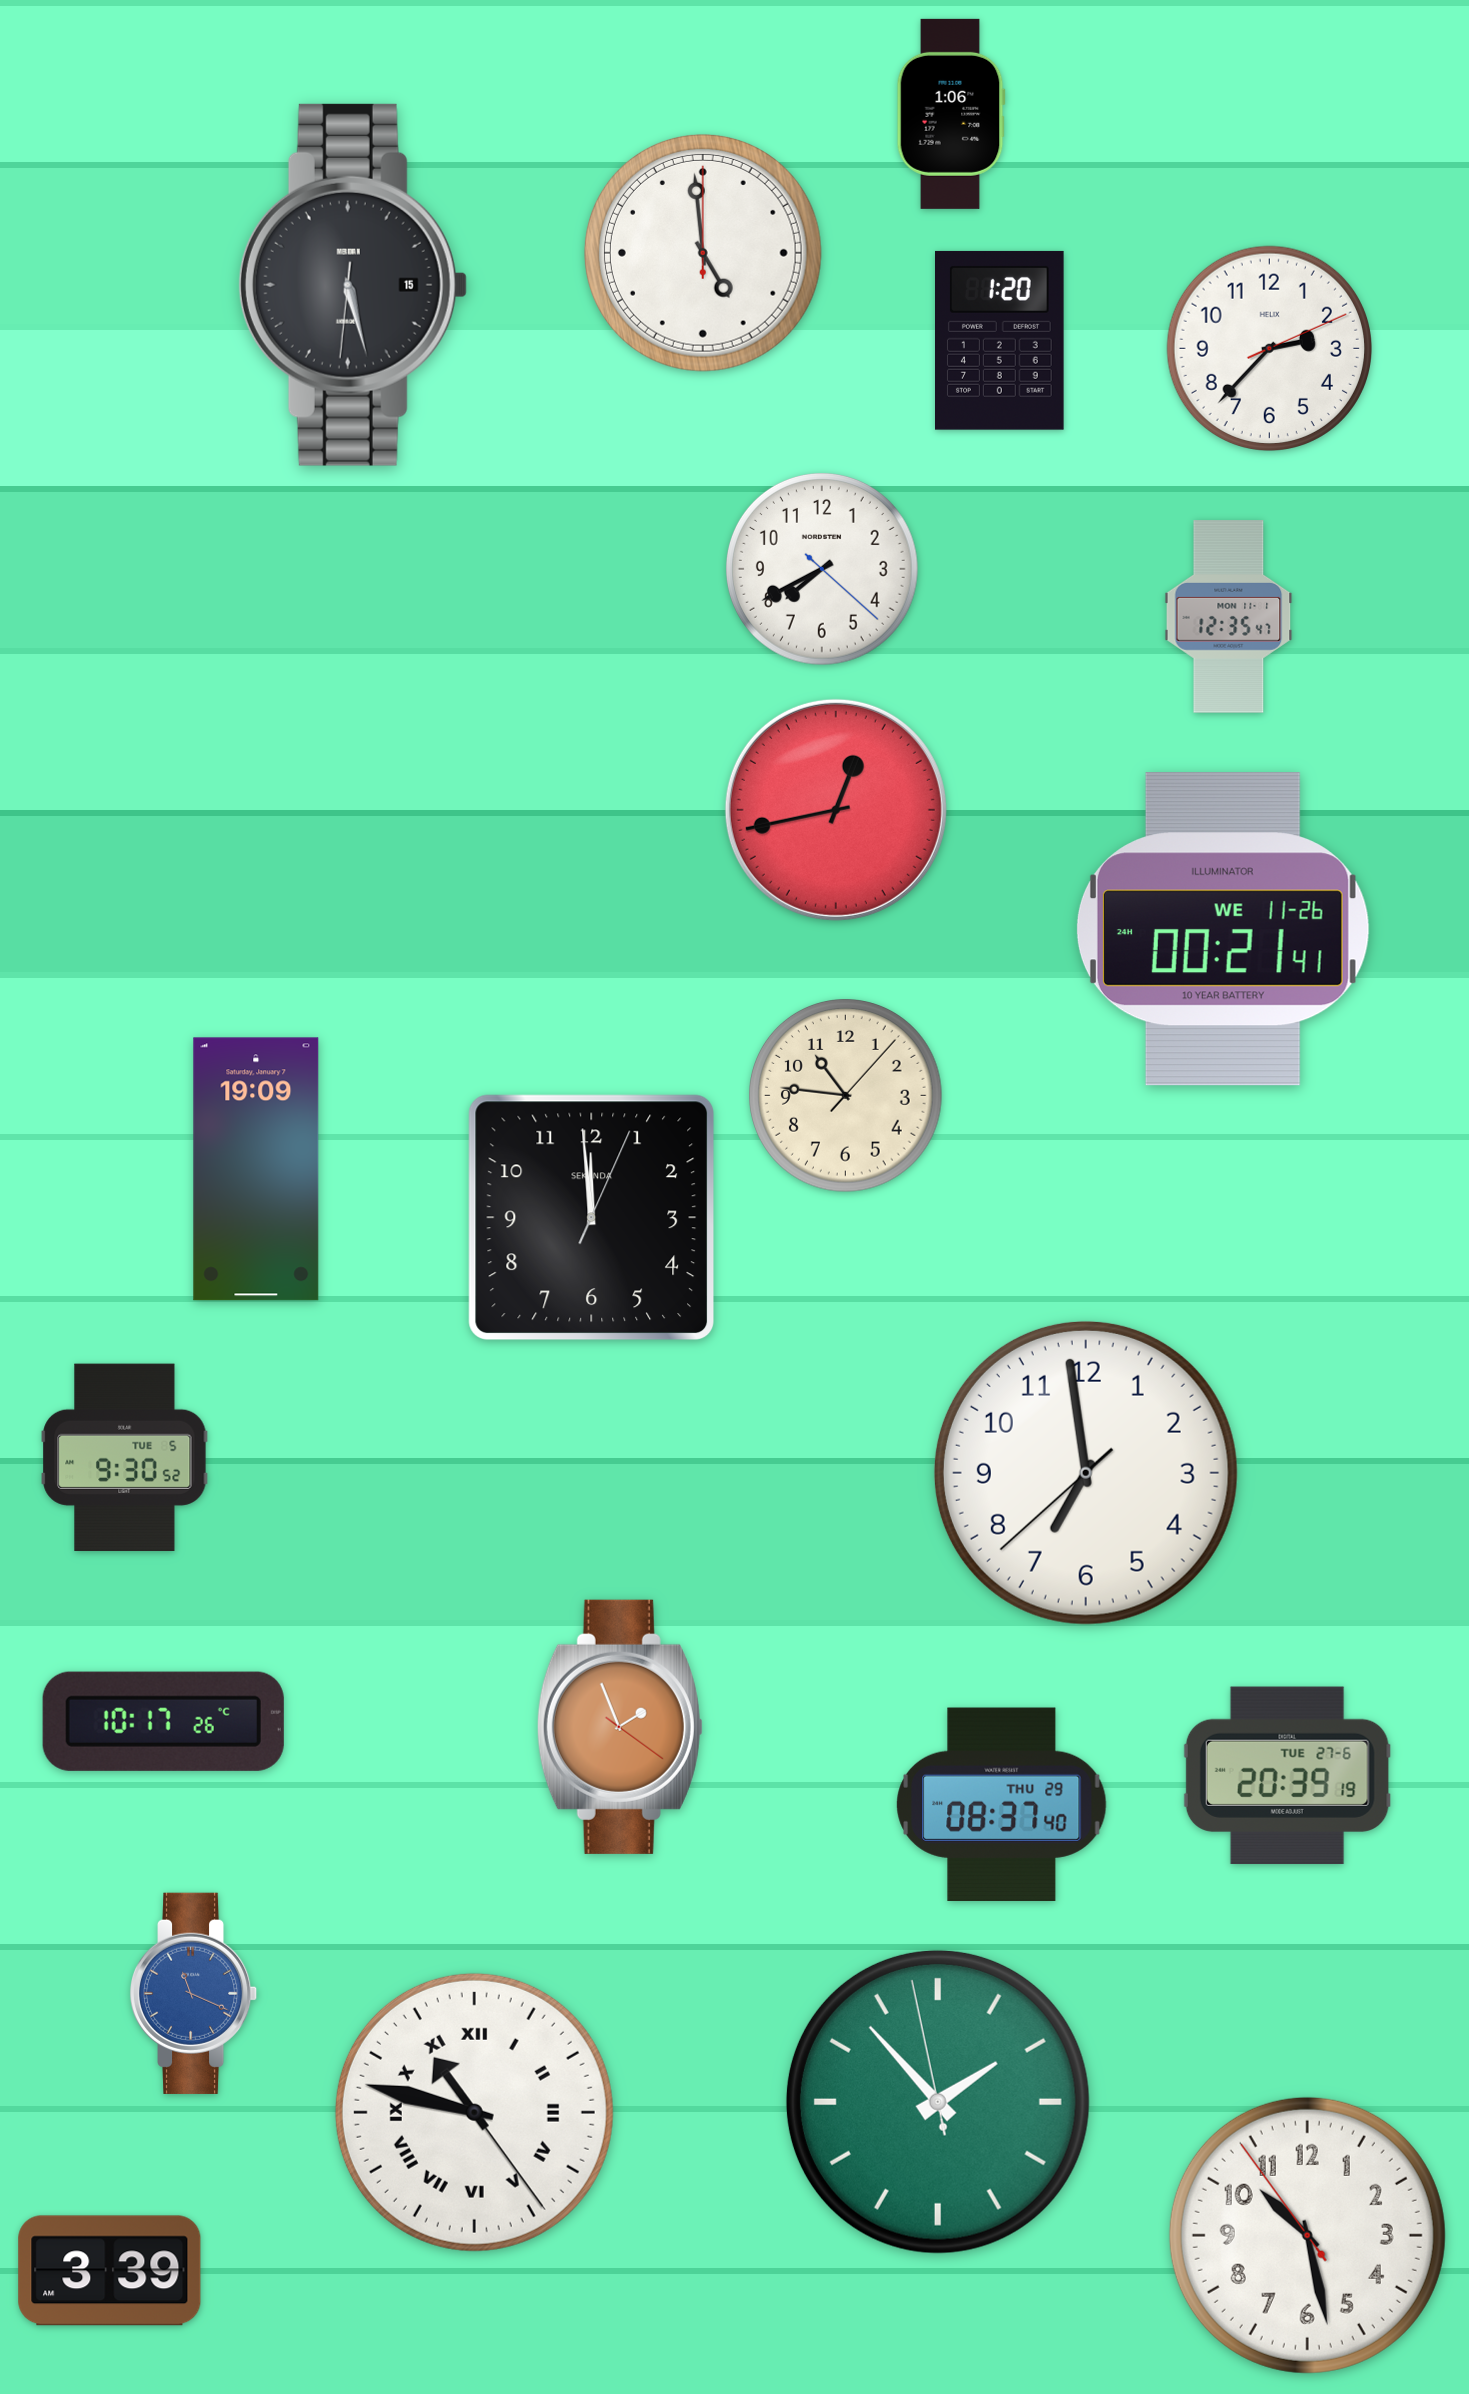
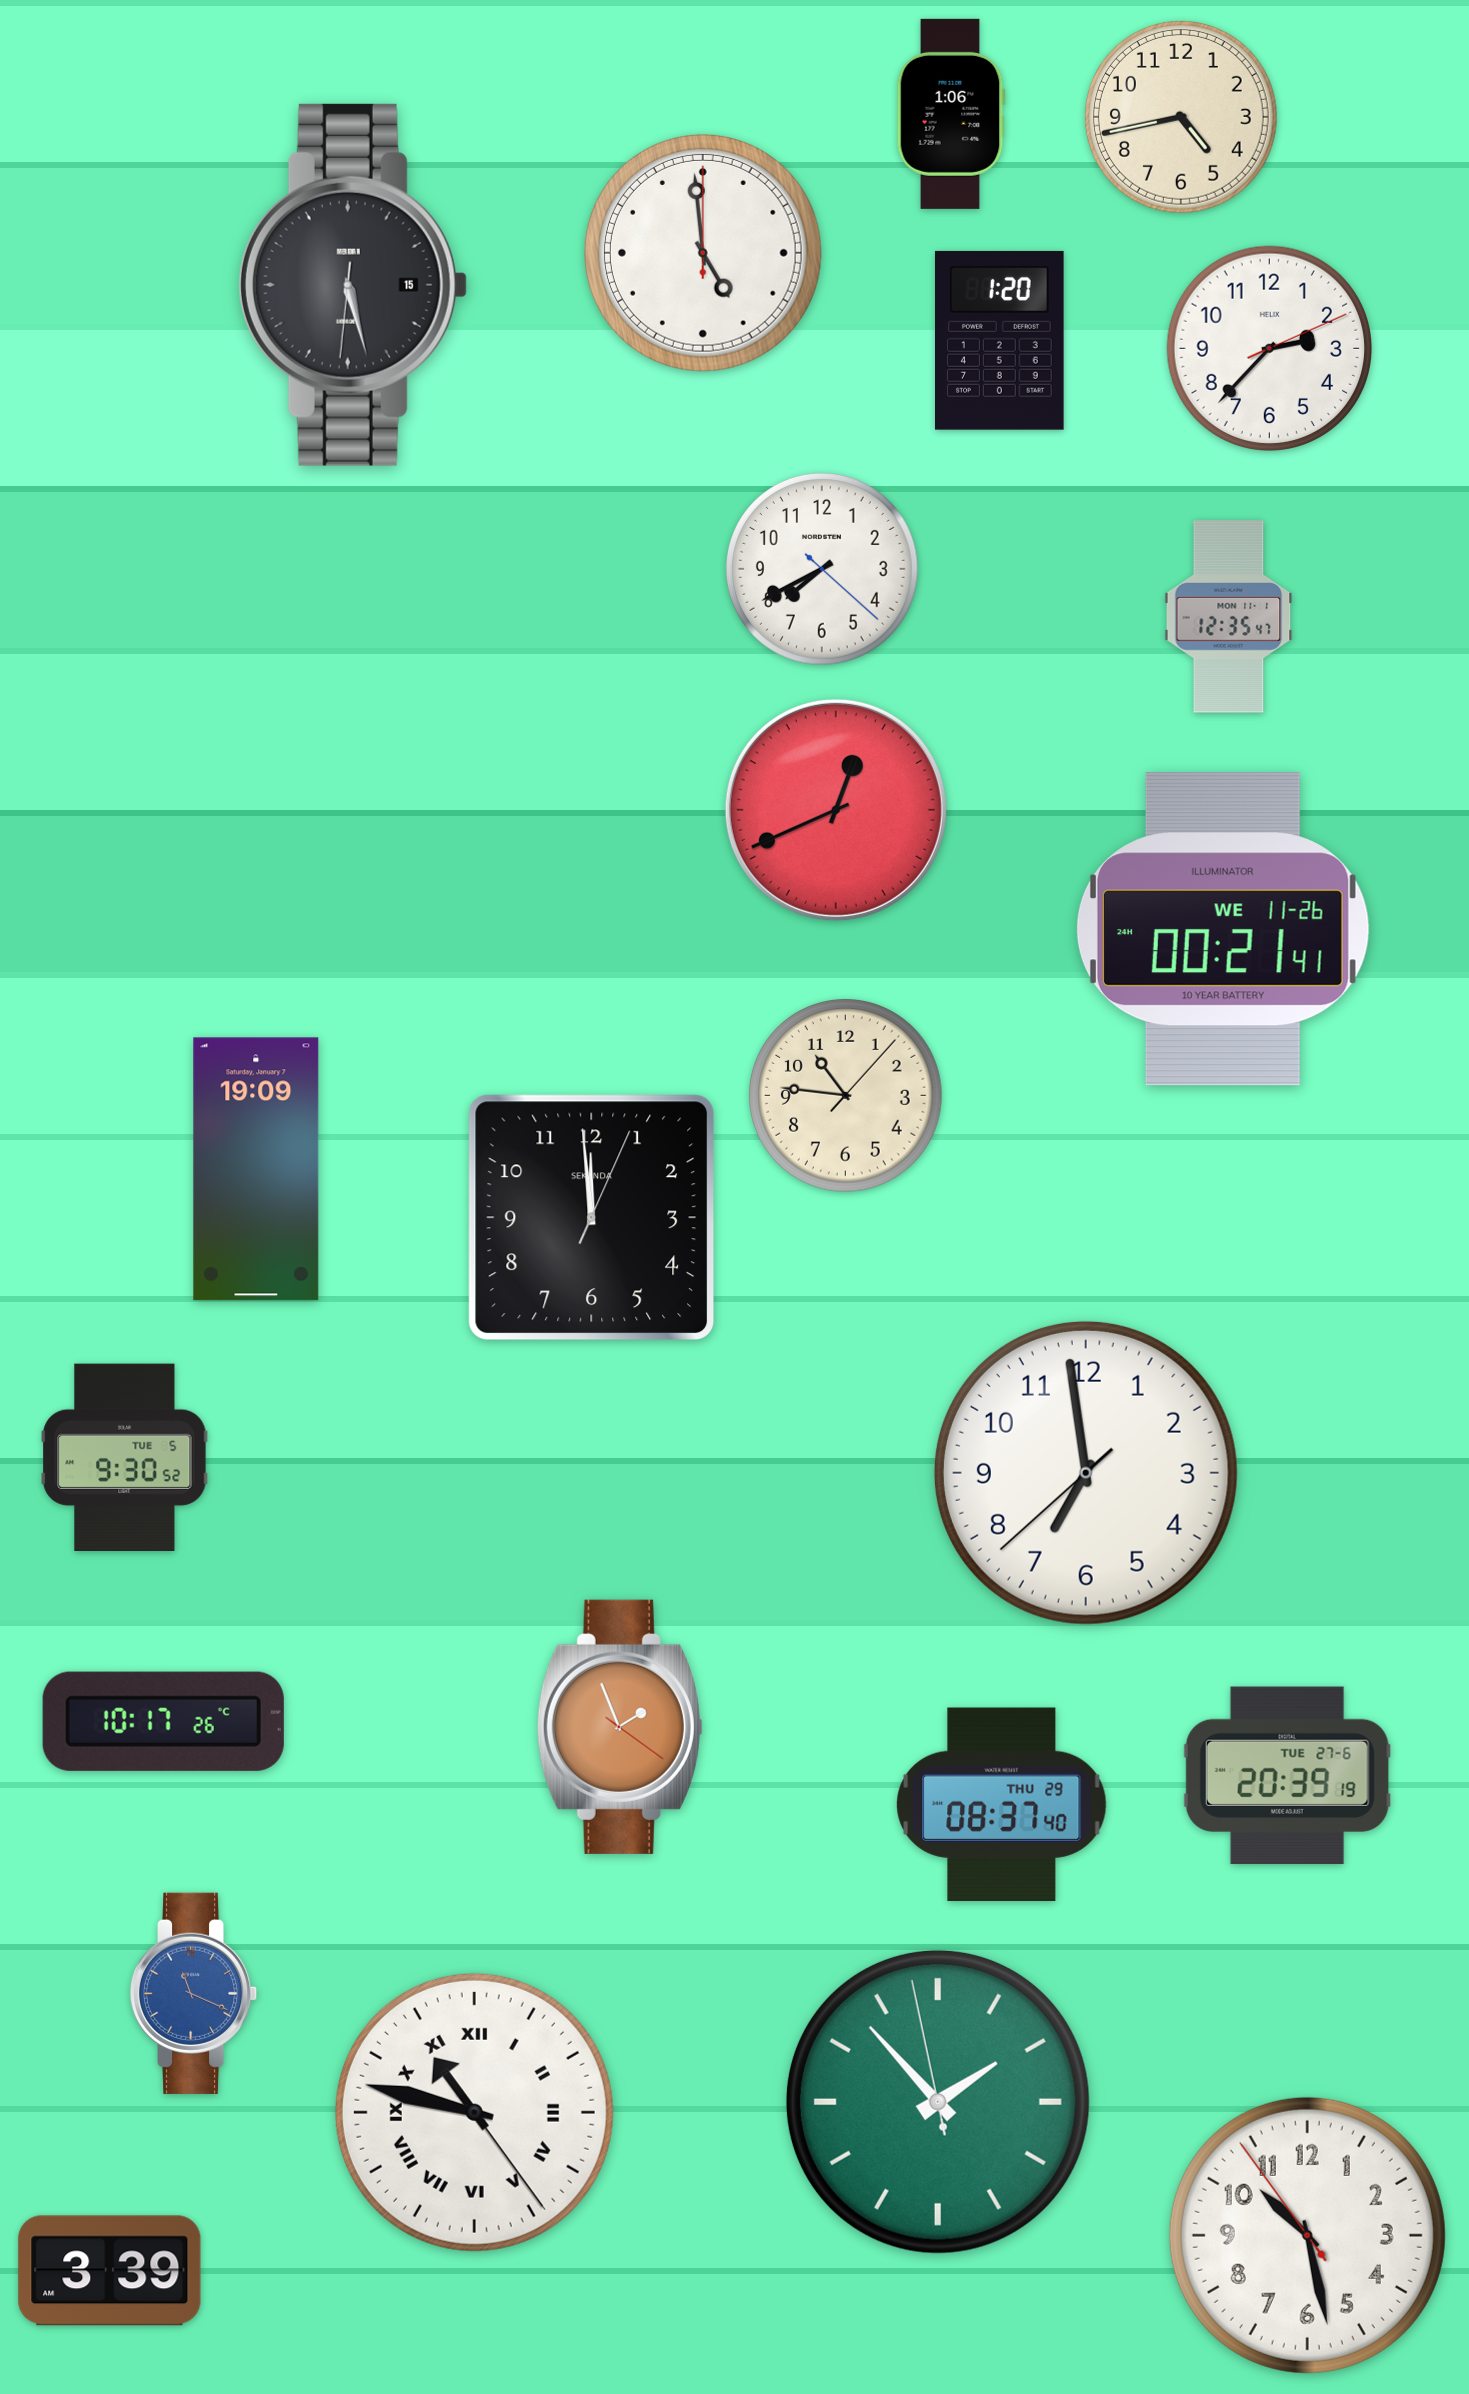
clock at (1181, 117): none -> 4:43
clock at (836, 810): 12:43 -> 12:41
